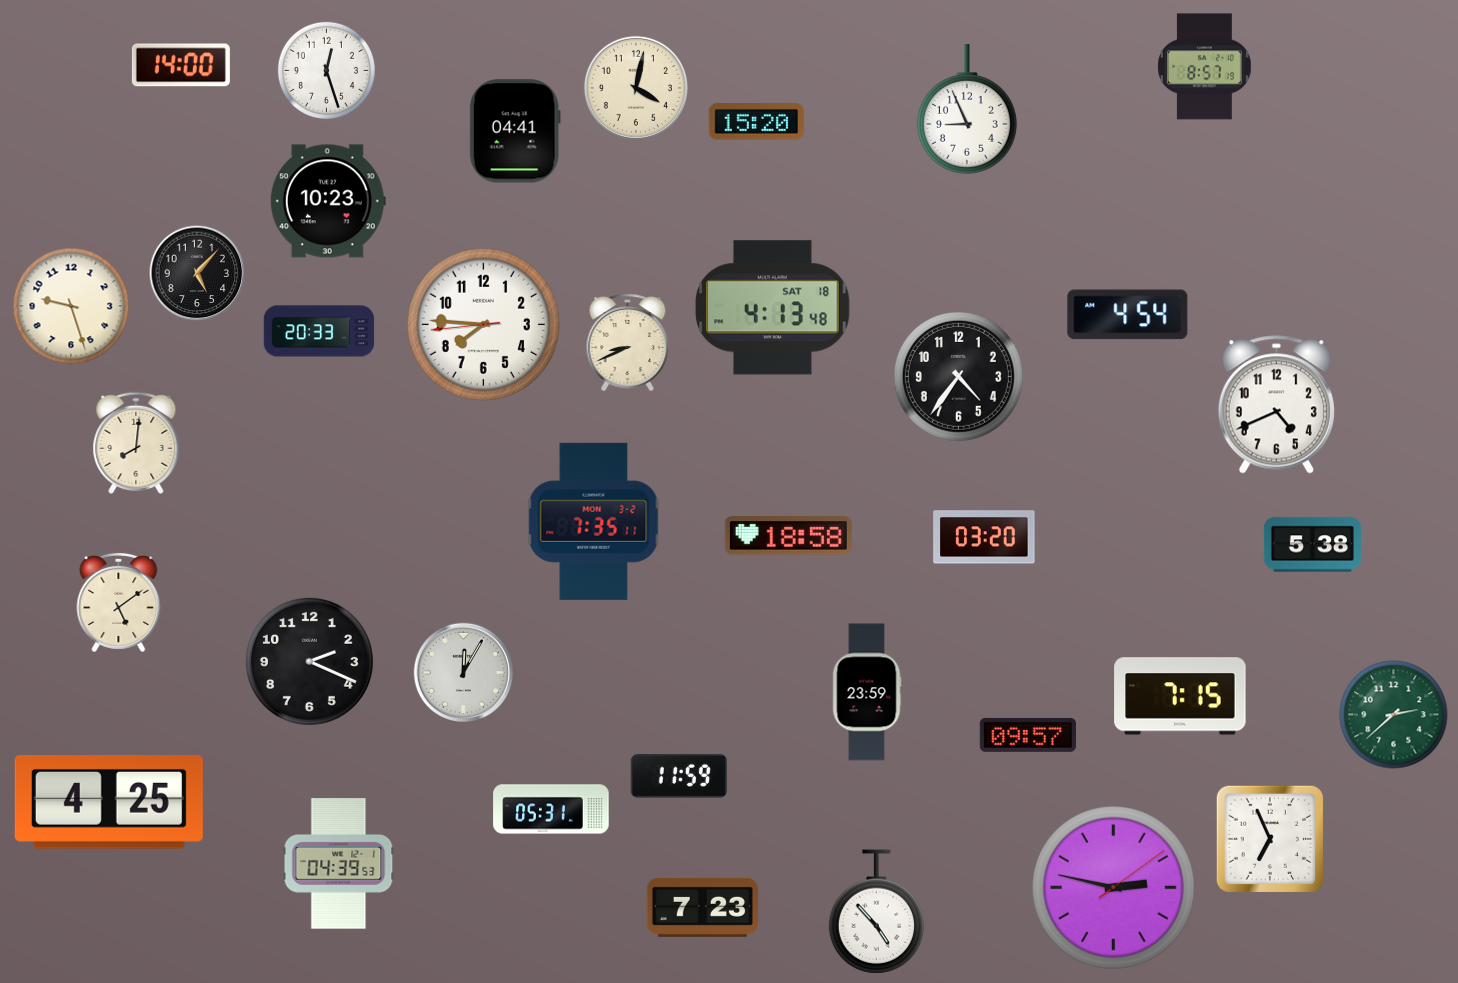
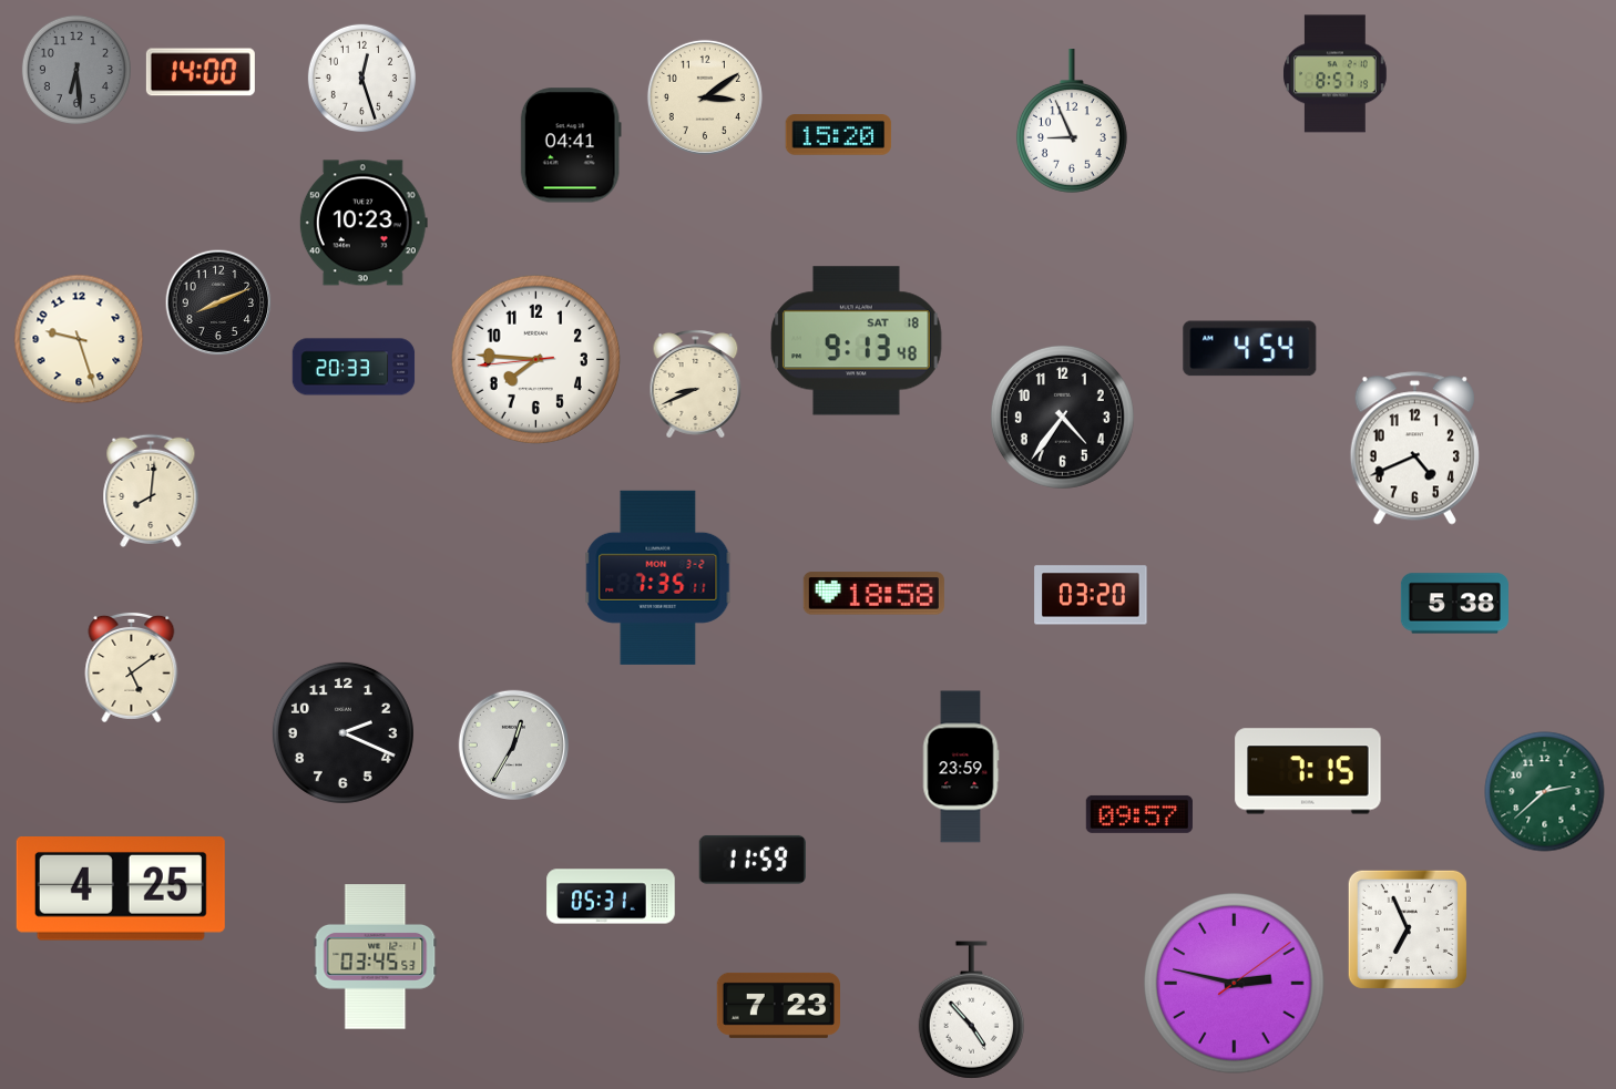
clock at (76, 70): none -> 6:29
clock at (636, 88): 4:02 -> 3:09
clock at (197, 273): 5:07 -> 8:11
clock at (773, 308): 4:13 -> 9:13
clock at (628, 343) position: (628, 343) -> (696, 384)
clock at (463, 672): 12:05 -> 12:35
clock at (339, 864): 04:39 -> 03:45
